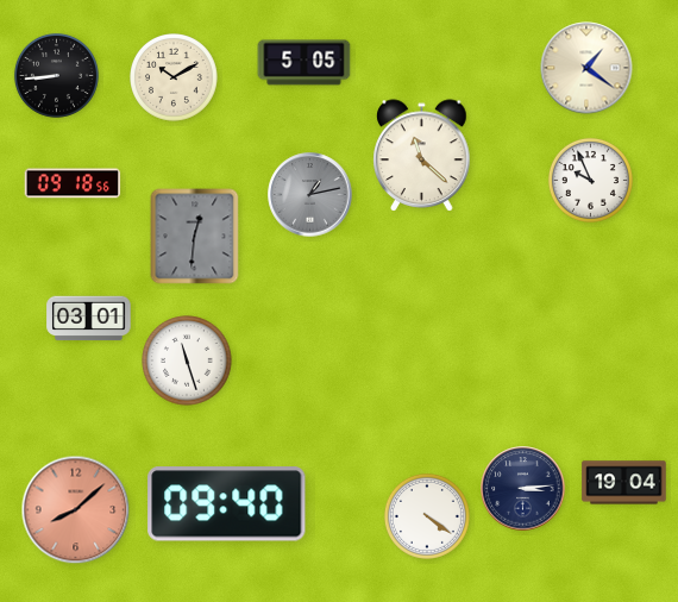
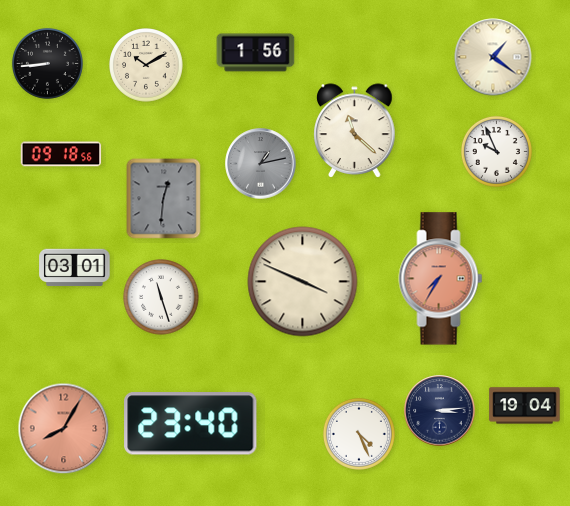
clock at (305, 63): 5:05 -> 1:56
clock at (441, 279): none -> 7:35
clock at (303, 282): none -> 3:49
clock at (187, 360) position: (187, 360) -> (161, 297)
clock at (227, 504): 09:40 -> 23:40
clock at (76, 510): 8:08 -> 8:05
clock at (427, 516): 4:21 -> 4:26
